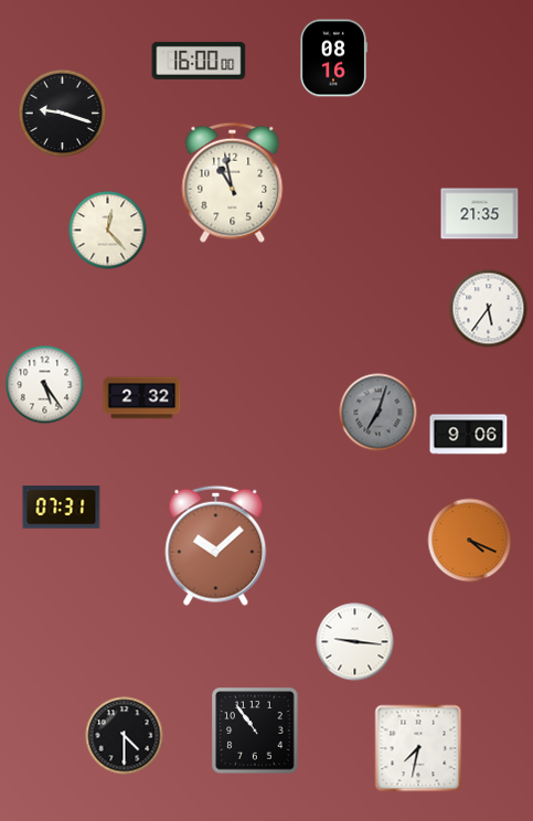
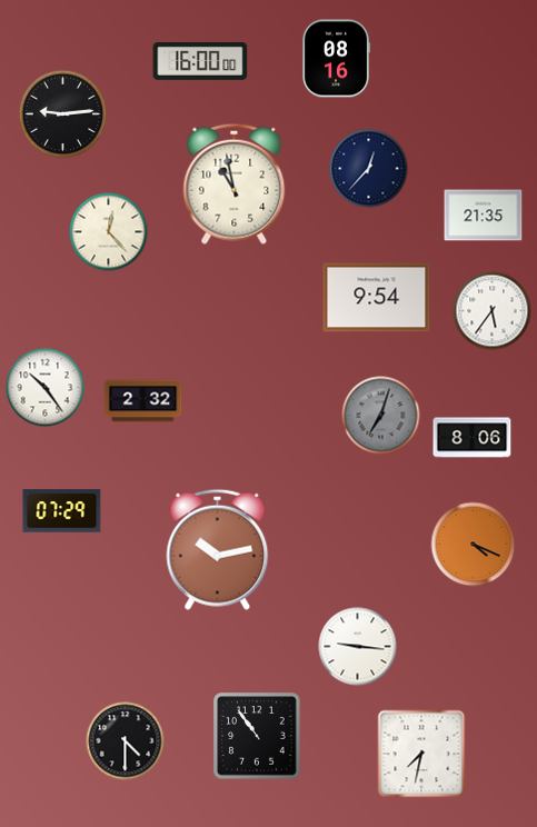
clock at (63, 114): 9:18 -> 9:14
clock at (369, 169): none -> 12:37
clock at (377, 298): none -> 9:54
clock at (45, 385): 5:24 -> 10:24
clock at (469, 435): 9:06 -> 8:06
clock at (62, 508): 07:31 -> 07:29
clock at (216, 545): 10:08 -> 10:13
